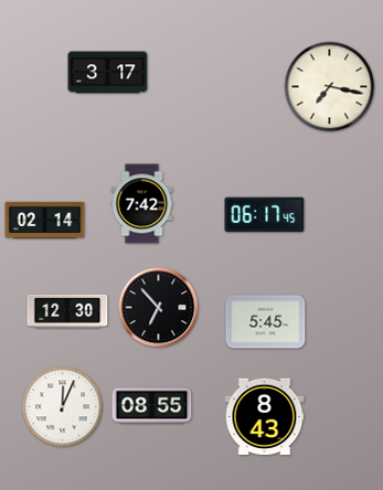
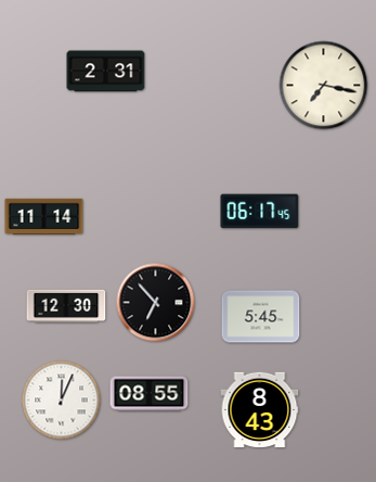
clock at (108, 73): 3:17 -> 2:31
clock at (142, 204): 7:42 -> none
clock at (45, 220): 02:14 -> 11:14
clock at (152, 406) position: (152, 406) -> (150, 394)
